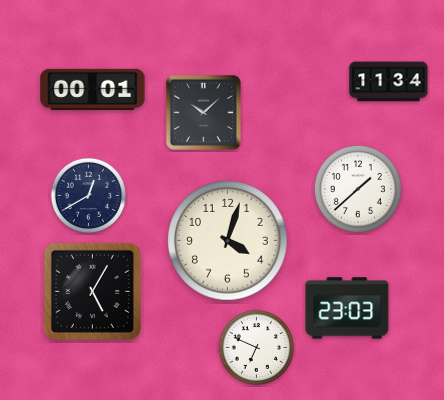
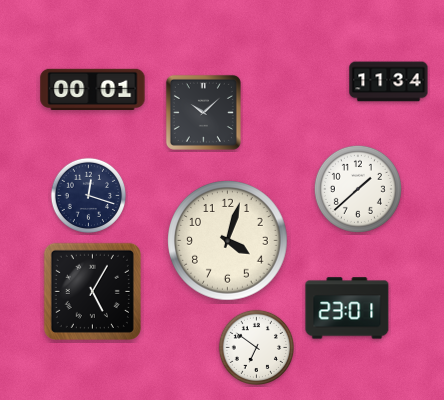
clock at (88, 195): 12:40 -> 12:18
clock at (347, 308): 23:03 -> 23:01
clock at (256, 347): 6:49 -> 6:51
